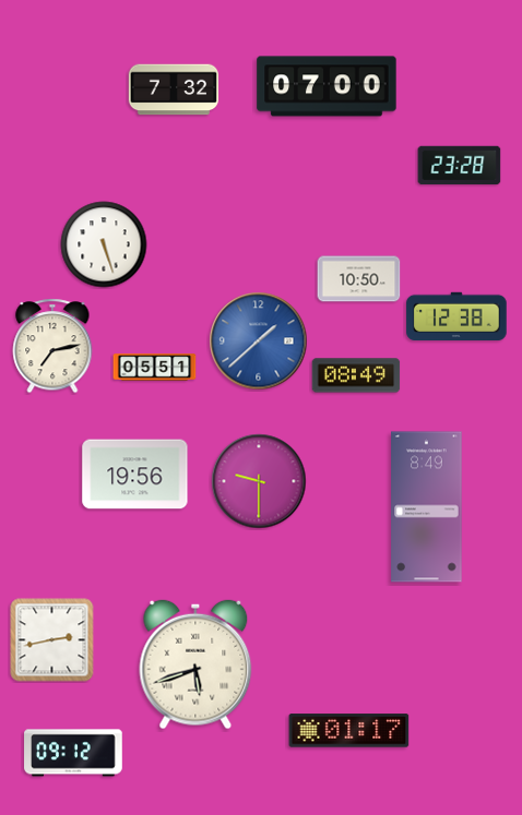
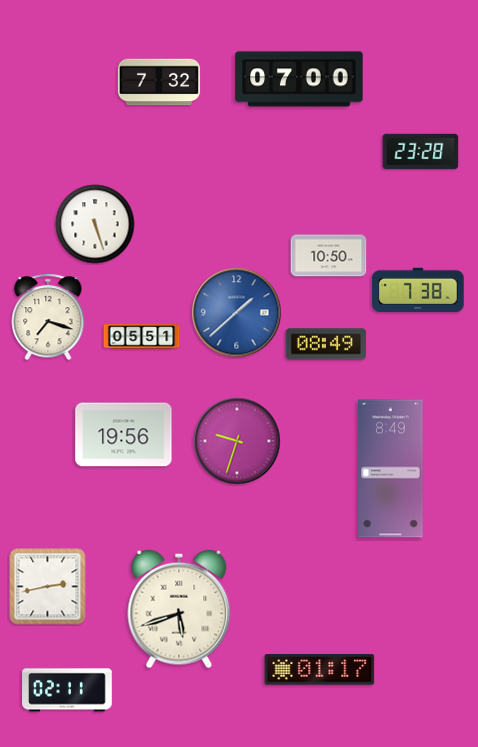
clock at (456, 315): 12:38 -> 7:38
clock at (52, 346): 7:13 -> 7:18
clock at (259, 481): 9:30 -> 9:33
clock at (427, 507) position: (427, 507) -> (391, 469)
clock at (73, 753): 09:12 -> 02:11
